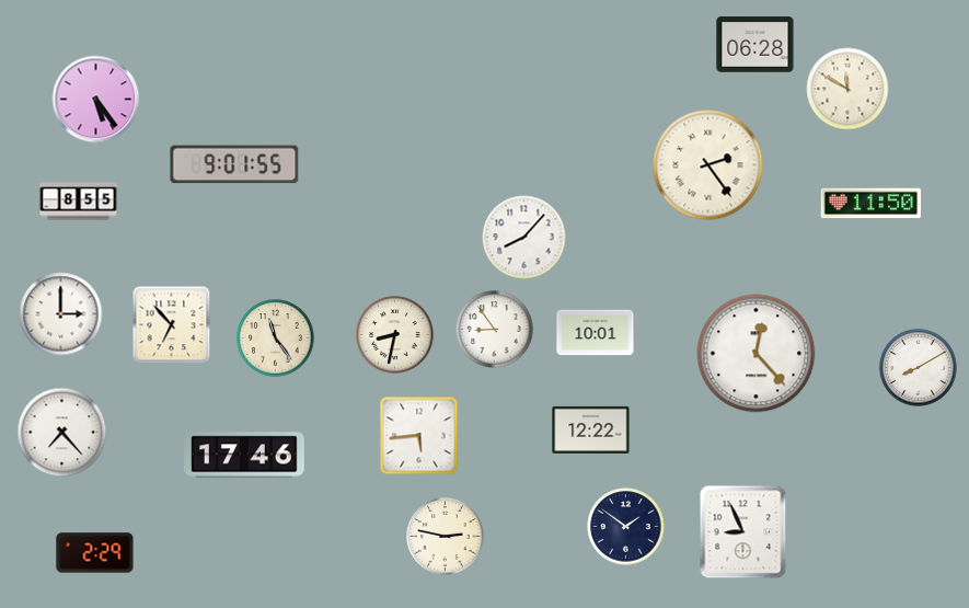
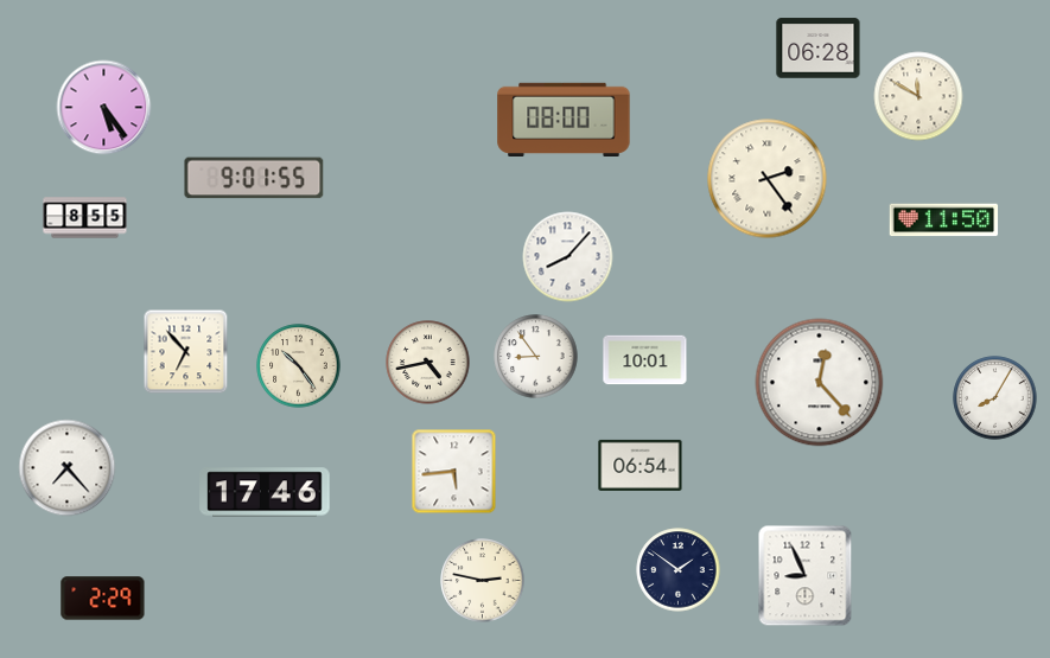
clock at (564, 119): none -> 08:00
clock at (61, 314): 3:00 -> none
clock at (395, 335): 8:32 -> 4:43
clock at (276, 339): 11:24 -> 10:24
clock at (919, 368): 8:10 -> 8:05
clock at (591, 429): 12:22 -> 06:54
